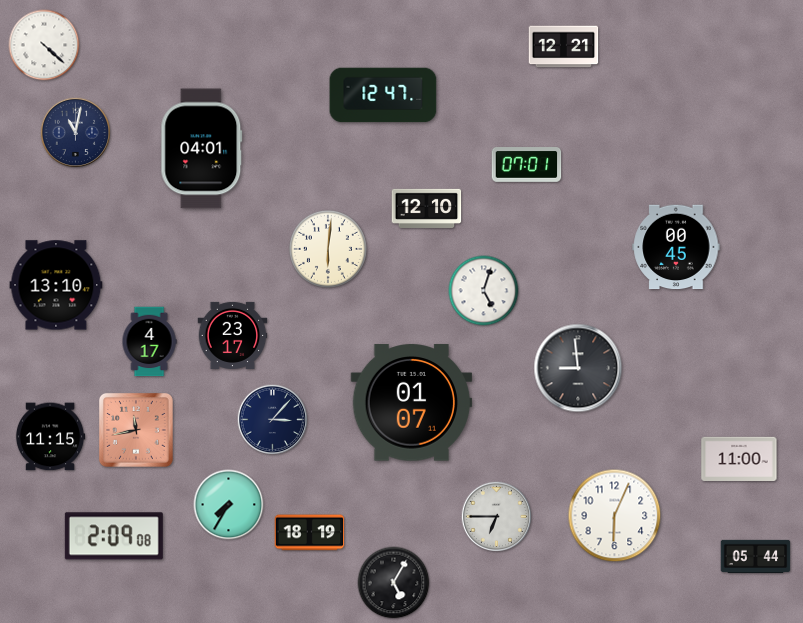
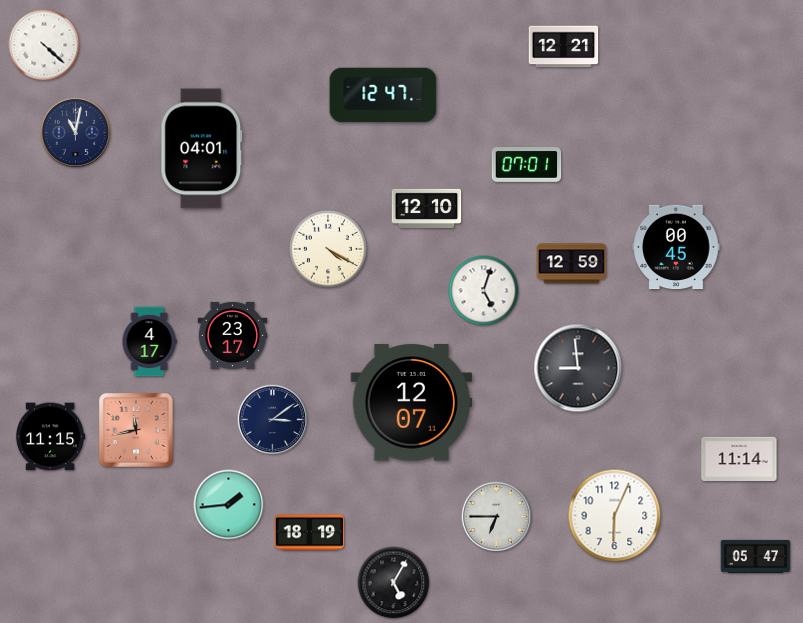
clock at (328, 249): 6:01 -> 4:20
clock at (572, 264): none -> 12:59
clock at (56, 285): 13:10 -> none
clock at (412, 403): 01:07 -> 12:07
clock at (273, 420): 3:07 -> 3:09
clock at (739, 458): 11:00 -> 11:14
clock at (229, 505): 7:35 -> 1:44
clock at (114, 536): 2:09 -> none
clock at (756, 556): 05:44 -> 05:47
